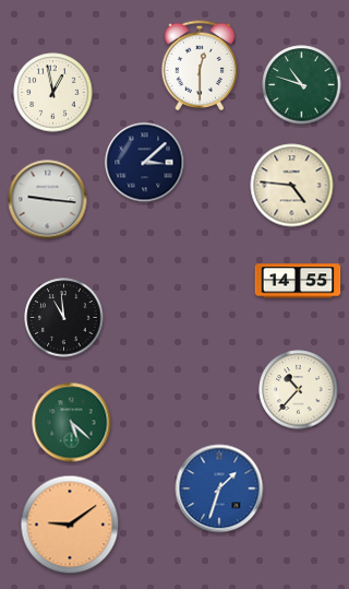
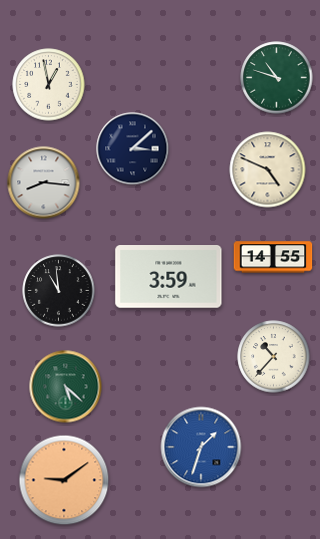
clock at (200, 66): 12:30 -> none
clock at (292, 186): 4:46 -> 4:49
clock at (48, 200): 9:16 -> 8:16
clock at (169, 277): none -> 3:59
